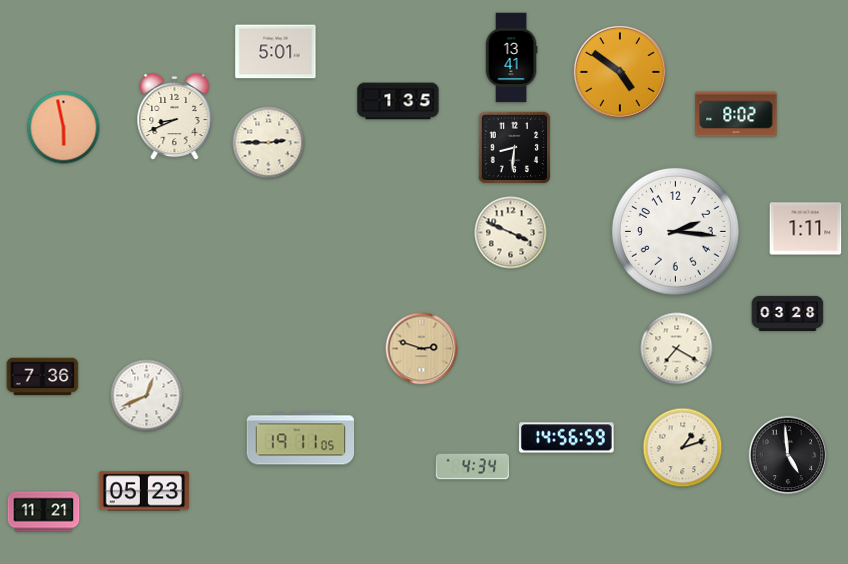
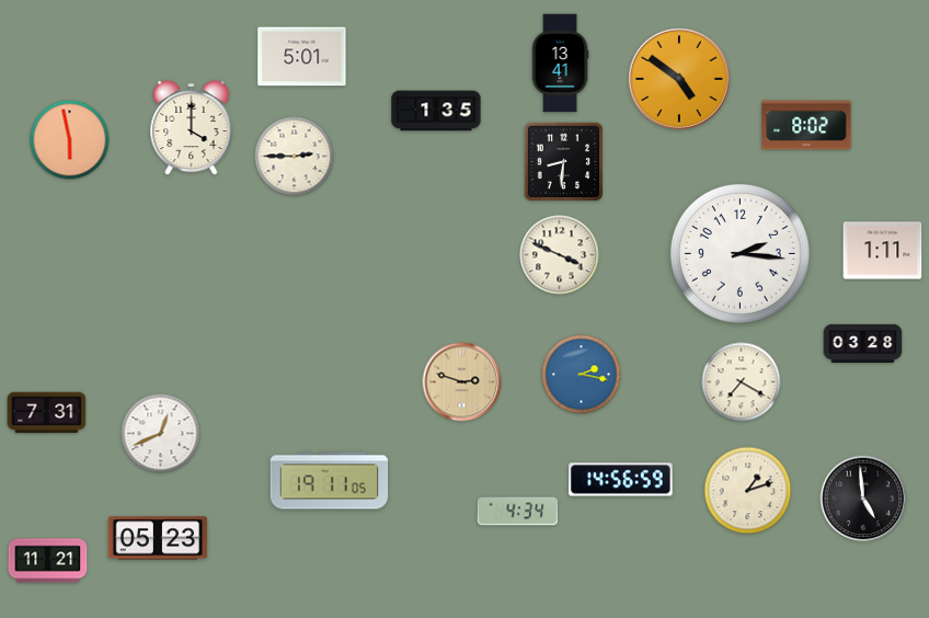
clock at (175, 117): 8:41 -> 4:00
clock at (582, 375): none -> 2:17
clock at (43, 377): 7:36 -> 7:31
